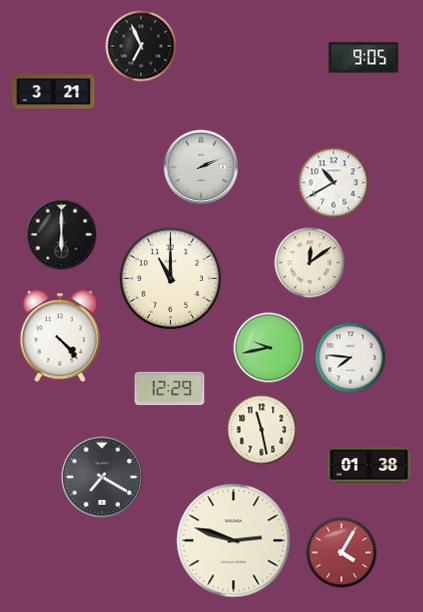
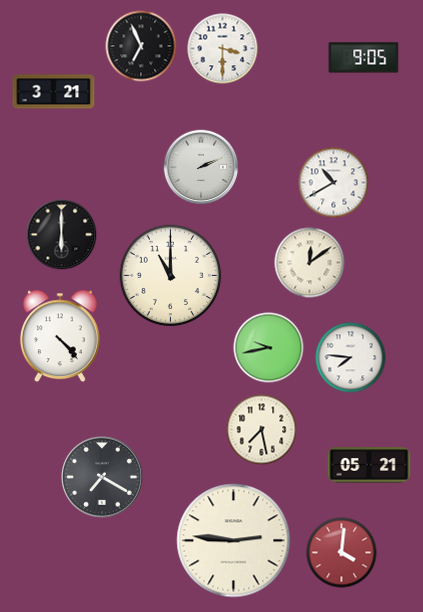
clock at (223, 49): none -> 3:30
clock at (171, 279) position: (171, 279) -> (171, 276)
clock at (170, 389): 12:29 -> none
clock at (262, 430): 11:28 -> 7:28
clock at (369, 465): 01:38 -> 05:21
clock at (234, 541): 2:48 -> 2:46
clock at (342, 553): 4:05 -> 4:01
